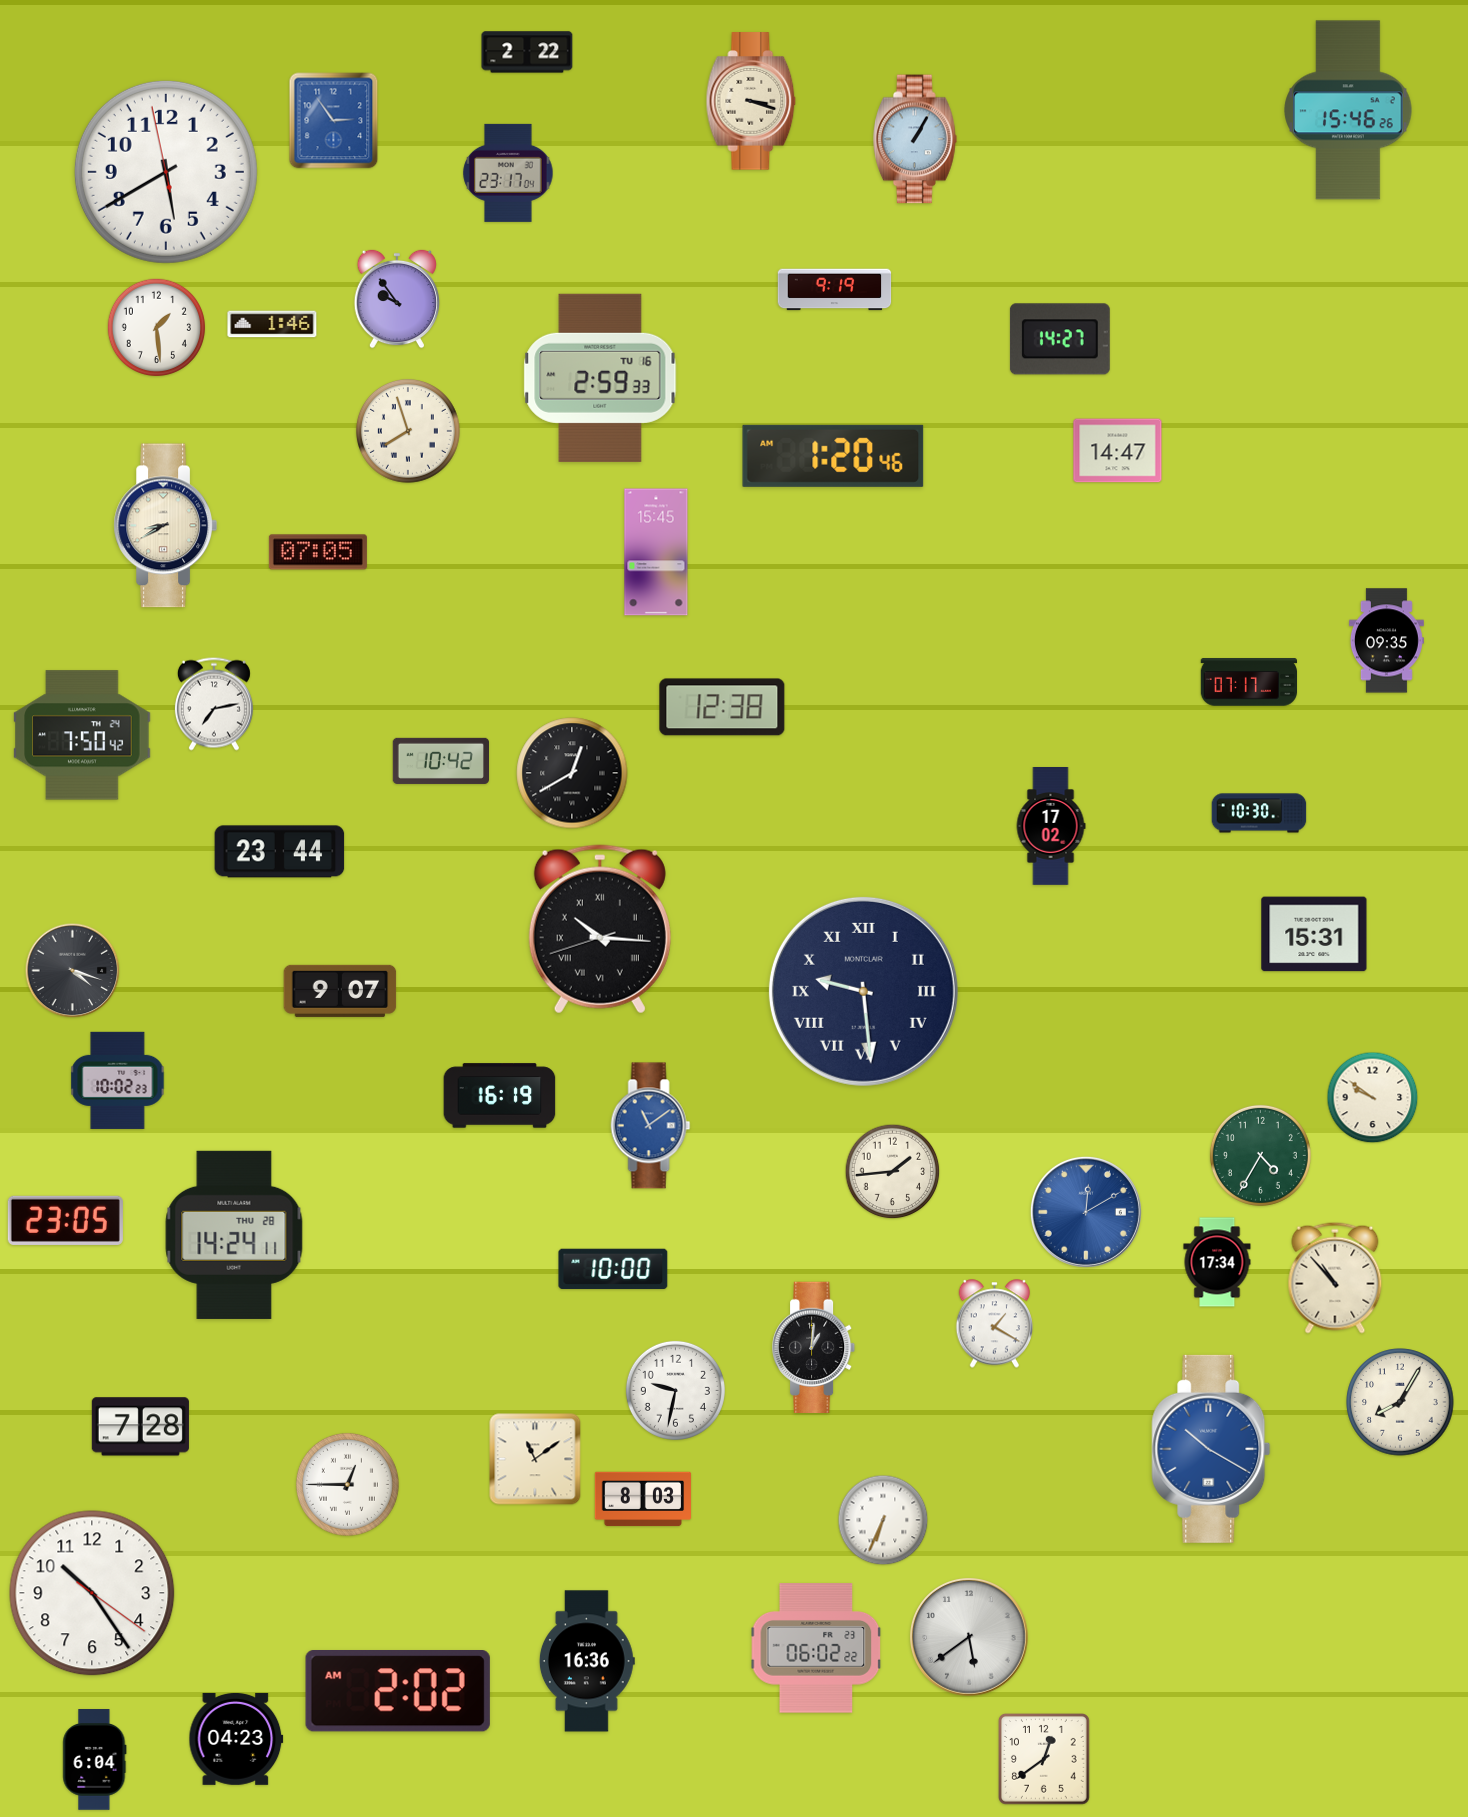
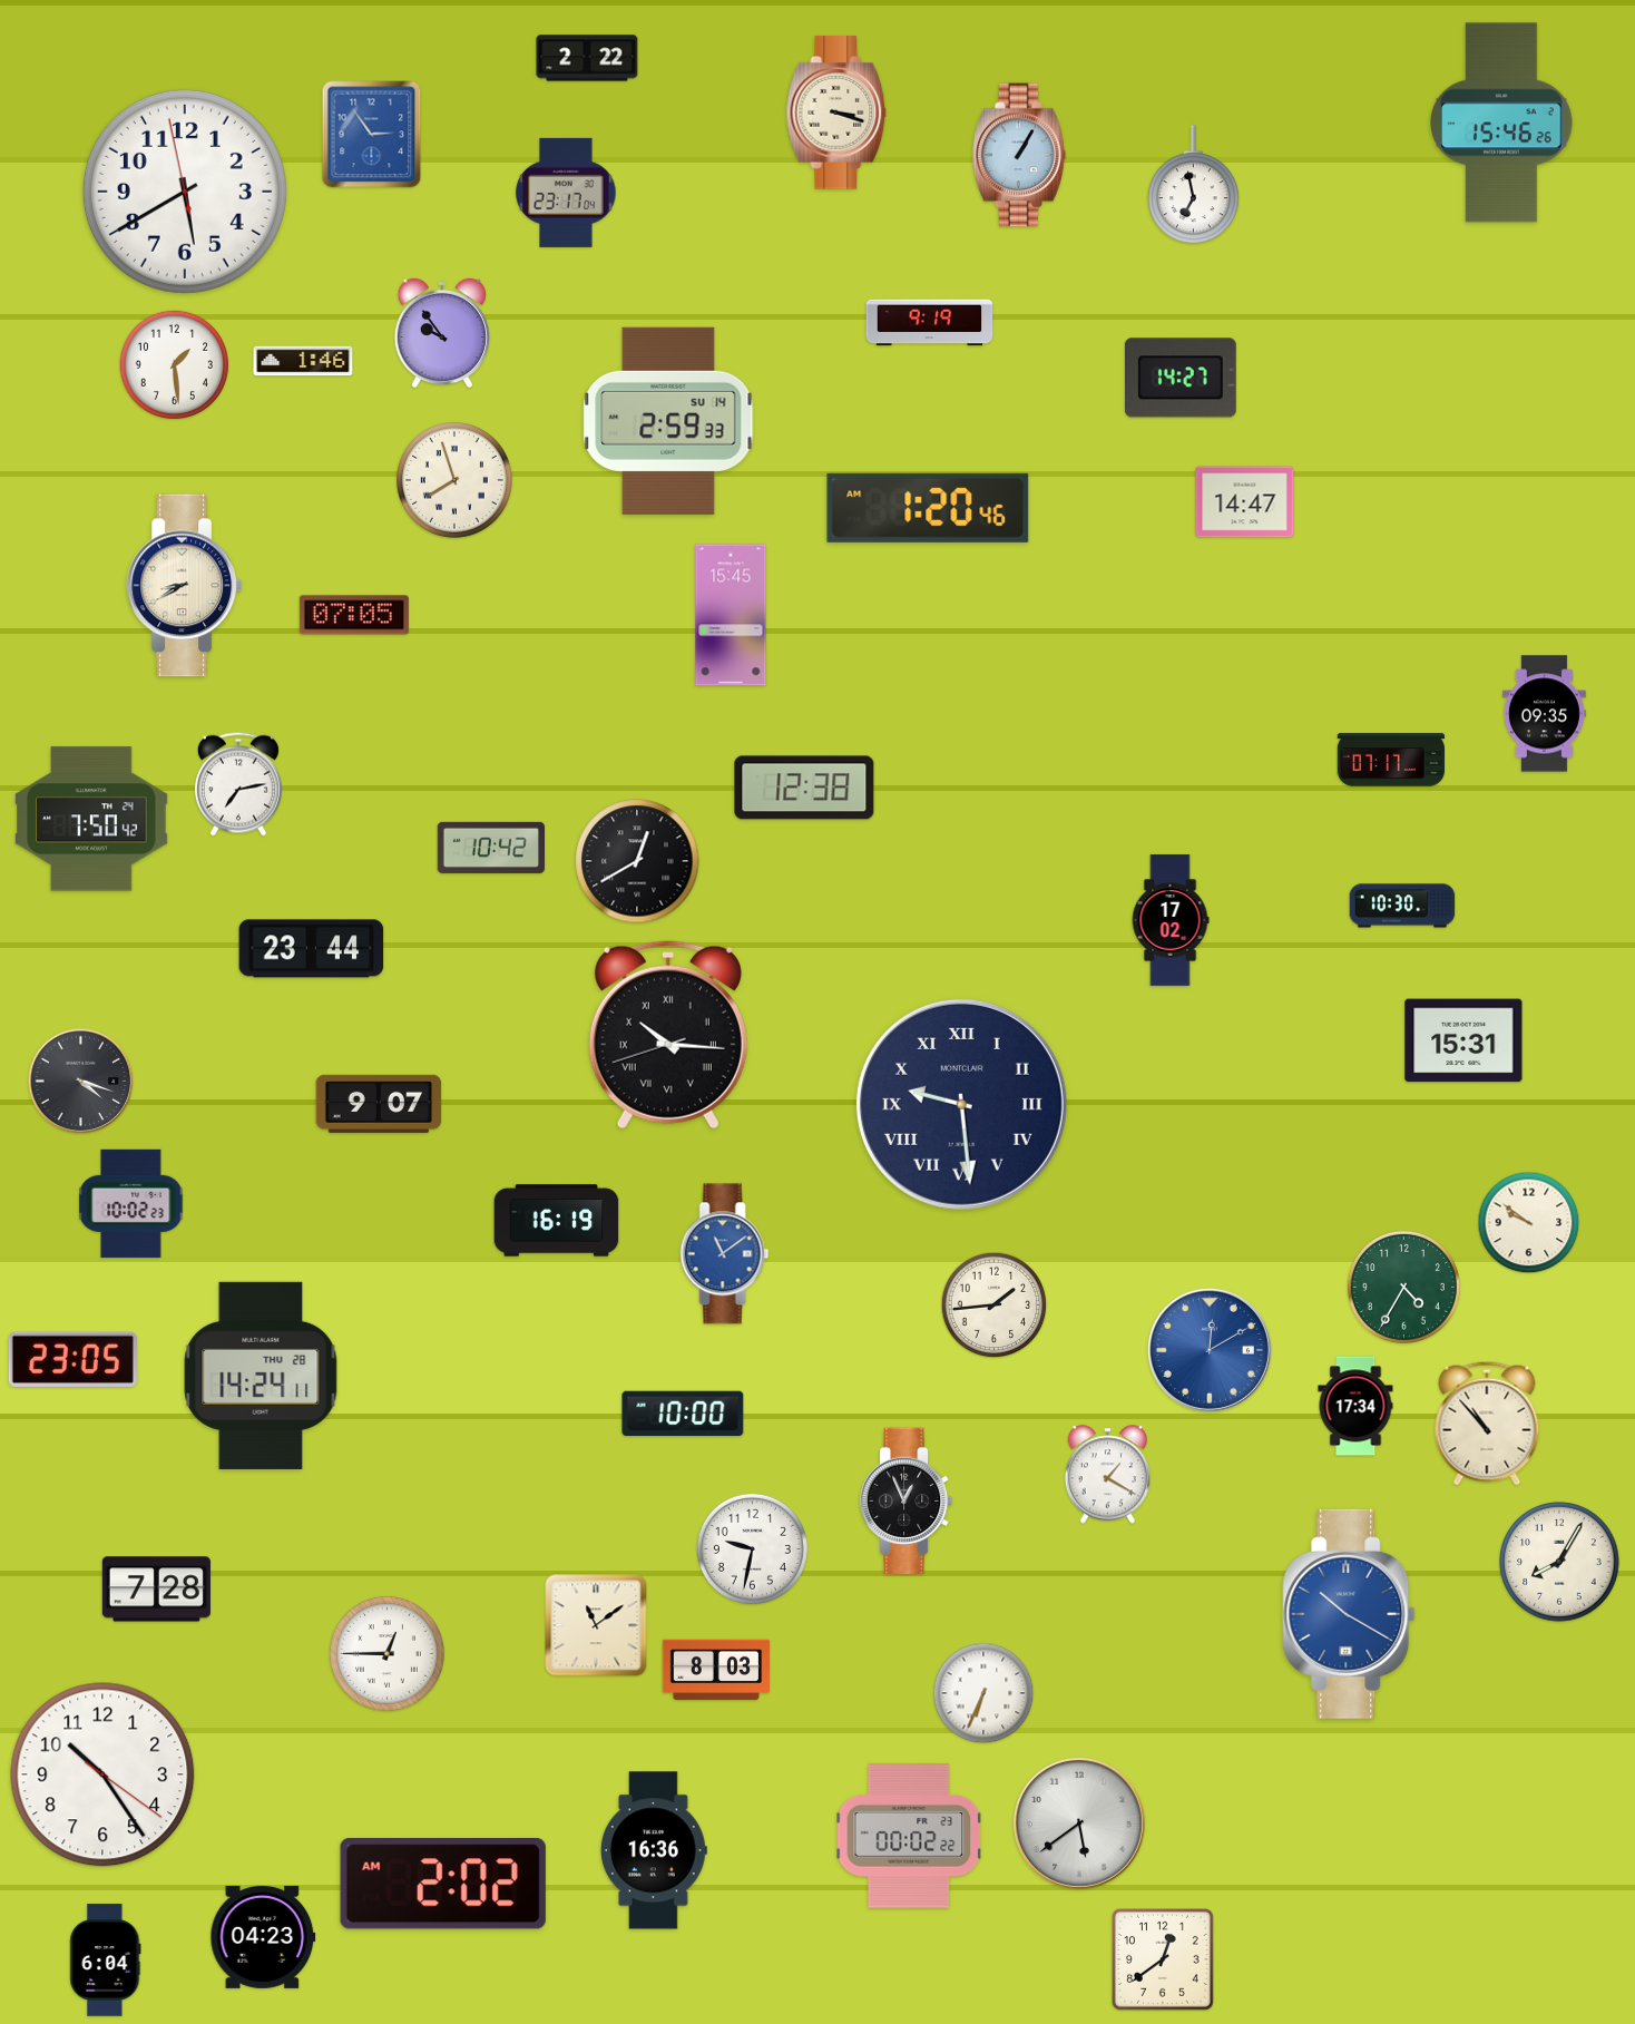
clock at (1194, 185): none -> 6:58
clock at (600, 378) date: TU 16 -> SU 14
clock at (815, 1347): 1:01 -> 12:56
clock at (816, 1648): 06:02 -> 00:02
